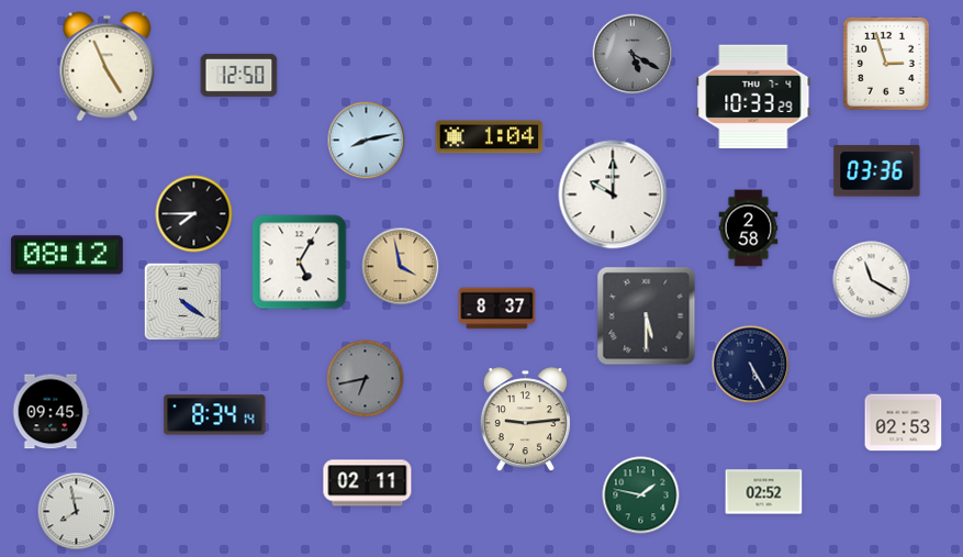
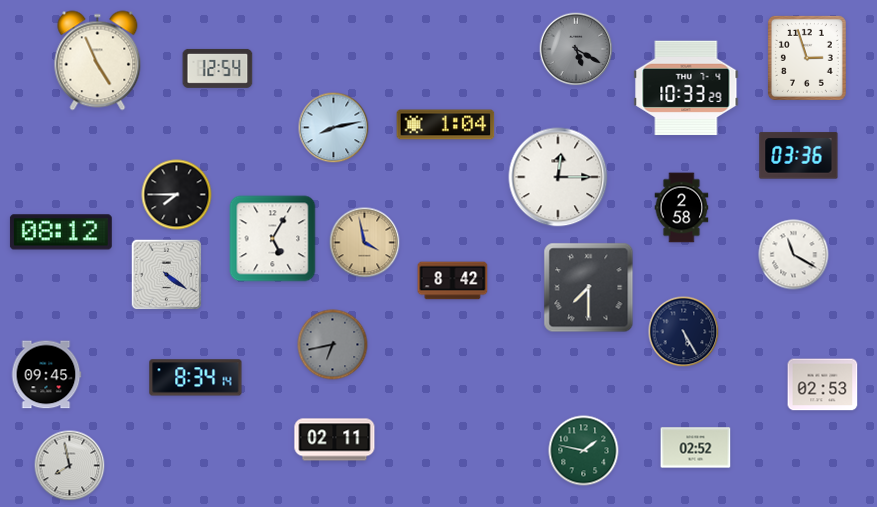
clock at (239, 75): 12:50 -> 12:54
clock at (613, 194): 10:00 -> 12:15
clock at (497, 309): 8:37 -> 8:42
clock at (647, 316): 5:30 -> 7:30
clock at (525, 420): 9:14 -> none
